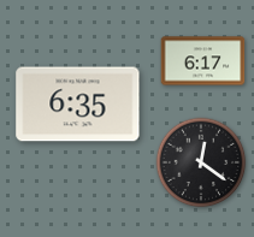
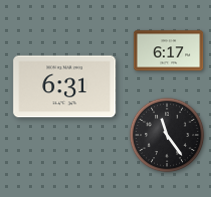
clock at (78, 105): 6:35 -> 6:31
clock at (201, 162): 12:21 -> 11:24
